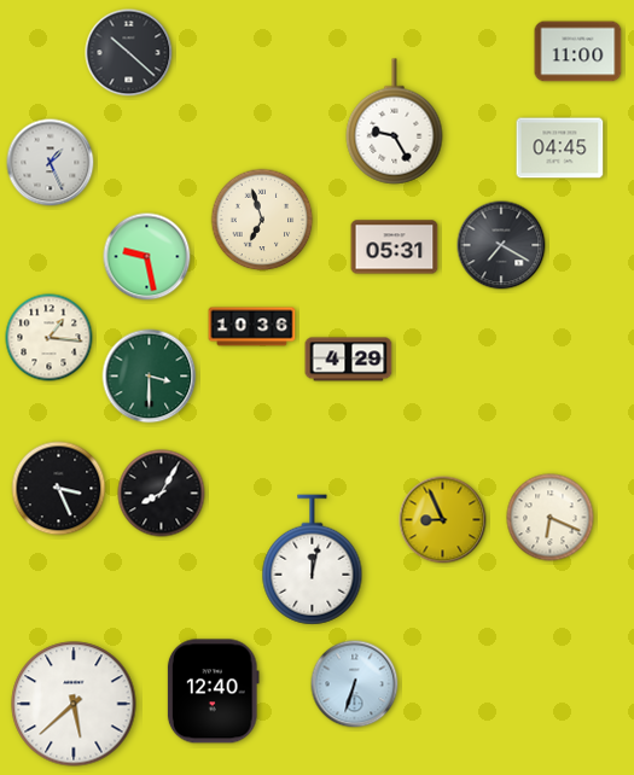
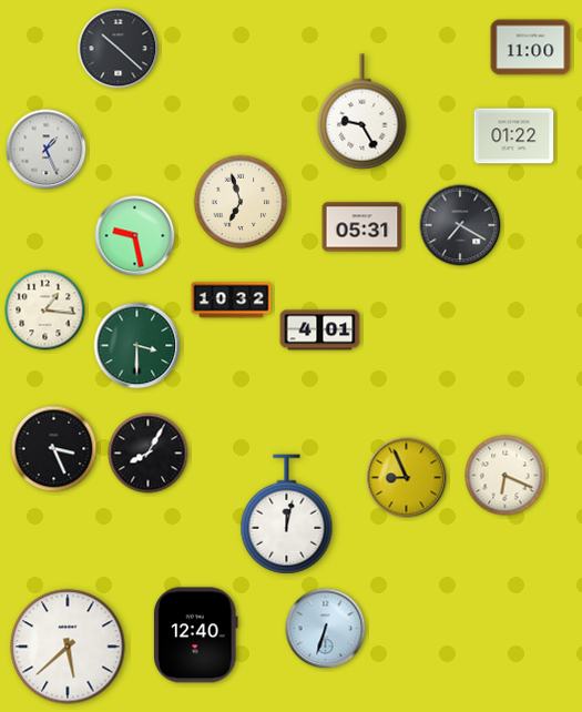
clock at (560, 148): 04:45 -> 01:22
clock at (252, 327): 10:36 -> 10:32
clock at (349, 360): 4:29 -> 4:01
